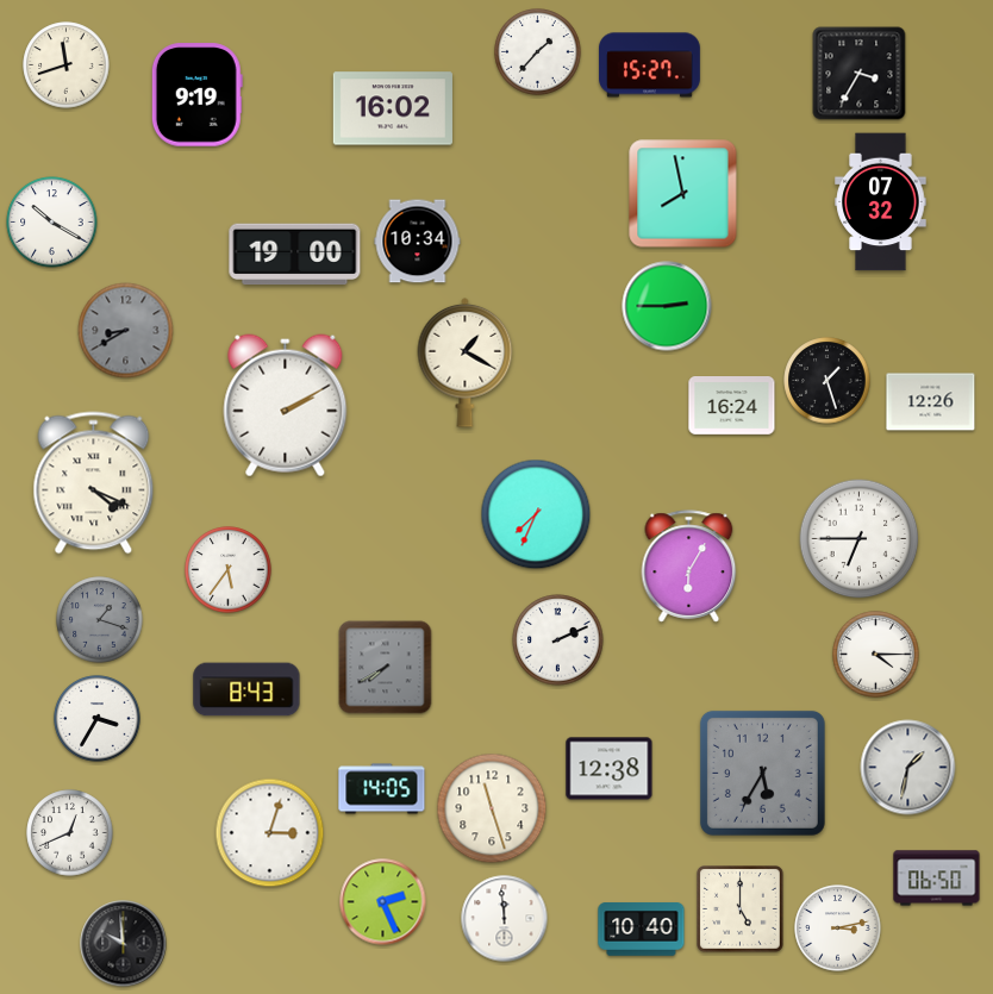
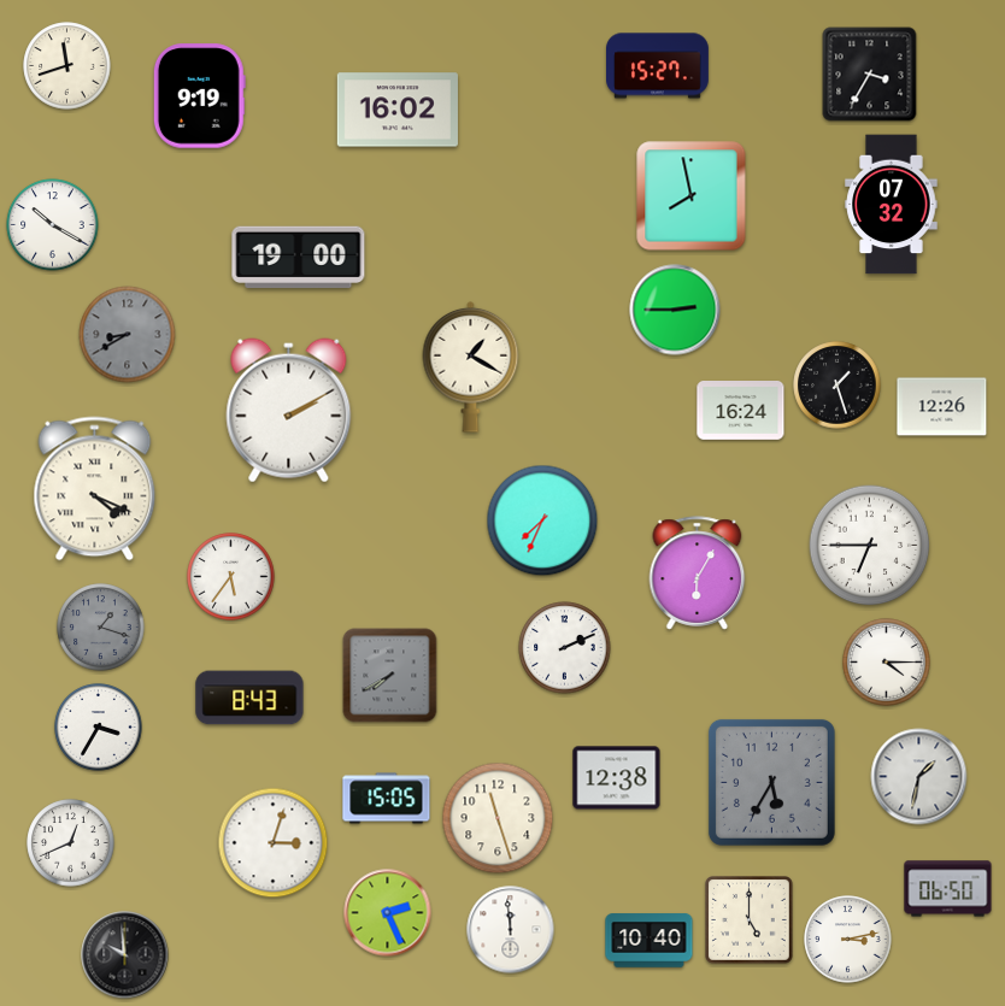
clock at (538, 52): 1:37 -> none
clock at (418, 242): 10:34 -> none
clock at (382, 789): 14:05 -> 15:05
